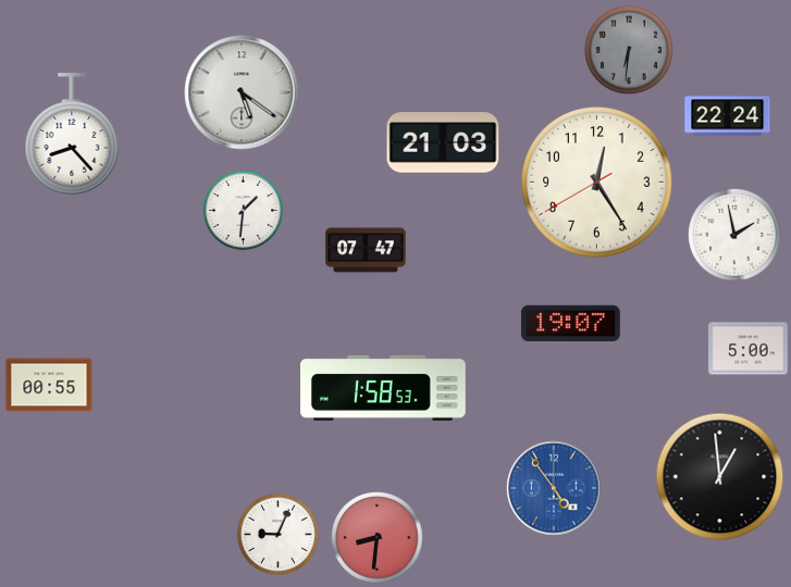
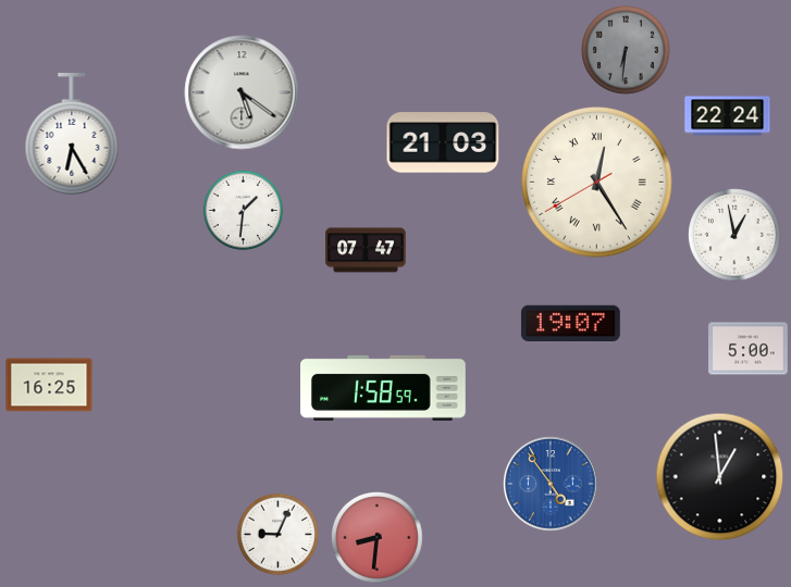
clock at (629, 50) position: (629, 50) -> (626, 50)
clock at (72, 135): 8:23 -> 6:25
clock at (597, 183) numerals: Arabic -> Roman
clock at (734, 235): 1:58 -> 12:58
clock at (49, 385): 00:55 -> 16:25
clock at (384, 388): 1:58:53 -> 1:58:59
clock at (554, 488) position: (554, 488) -> (551, 484)
